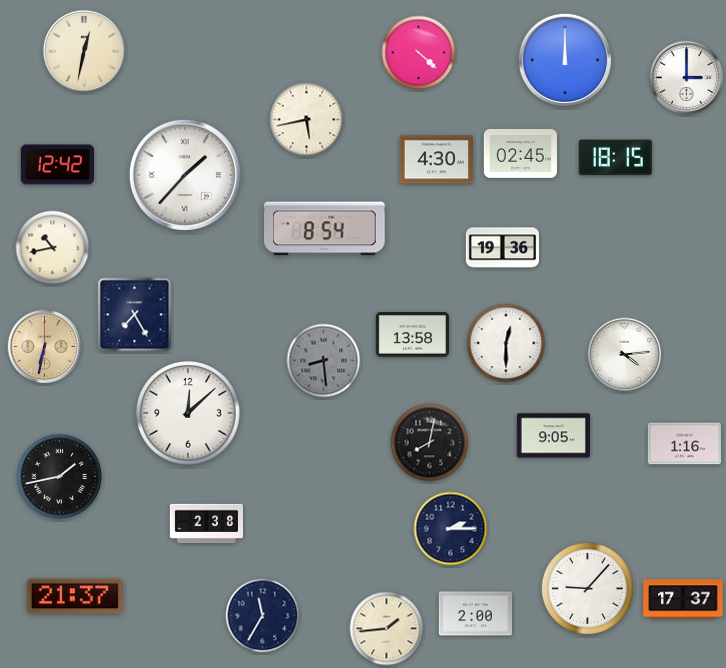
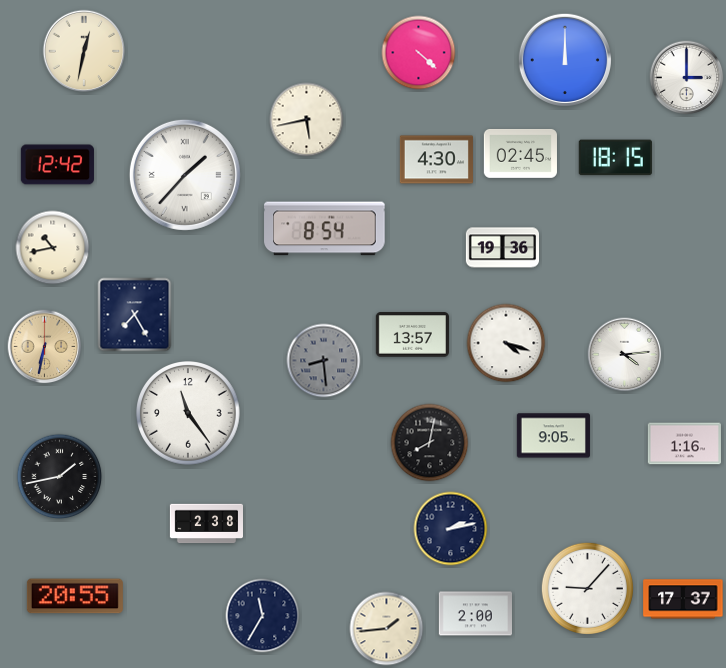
clock at (412, 335): 13:58 -> 13:57
clock at (506, 343): 12:30 -> 4:18
clock at (188, 413): 12:08 -> 11:24
clock at (451, 529): 2:15 -> 2:13
clock at (75, 596): 21:37 -> 20:55
